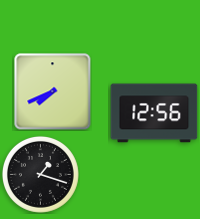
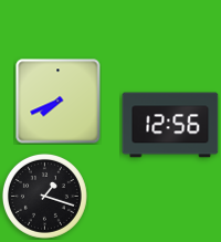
clock at (40, 174) position: (40, 174) -> (44, 196)
